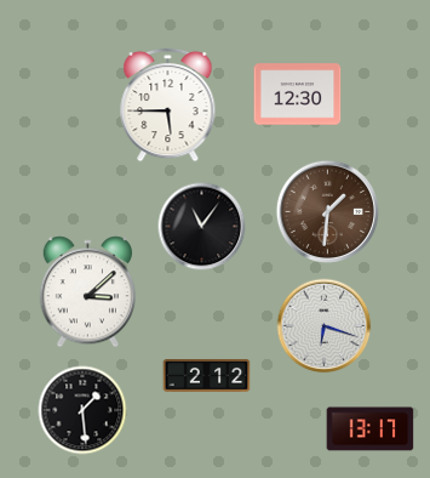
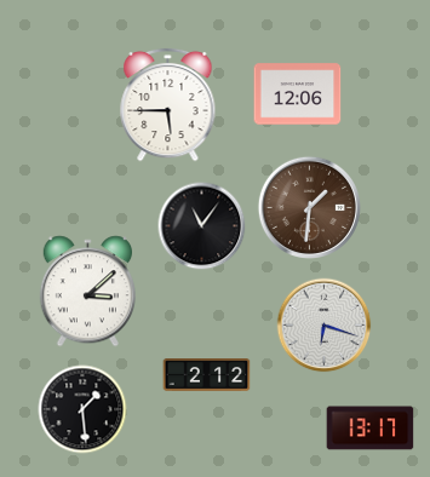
clock at (298, 95): 12:30 -> 12:06
clock at (327, 211) position: (327, 211) -> (309, 207)
